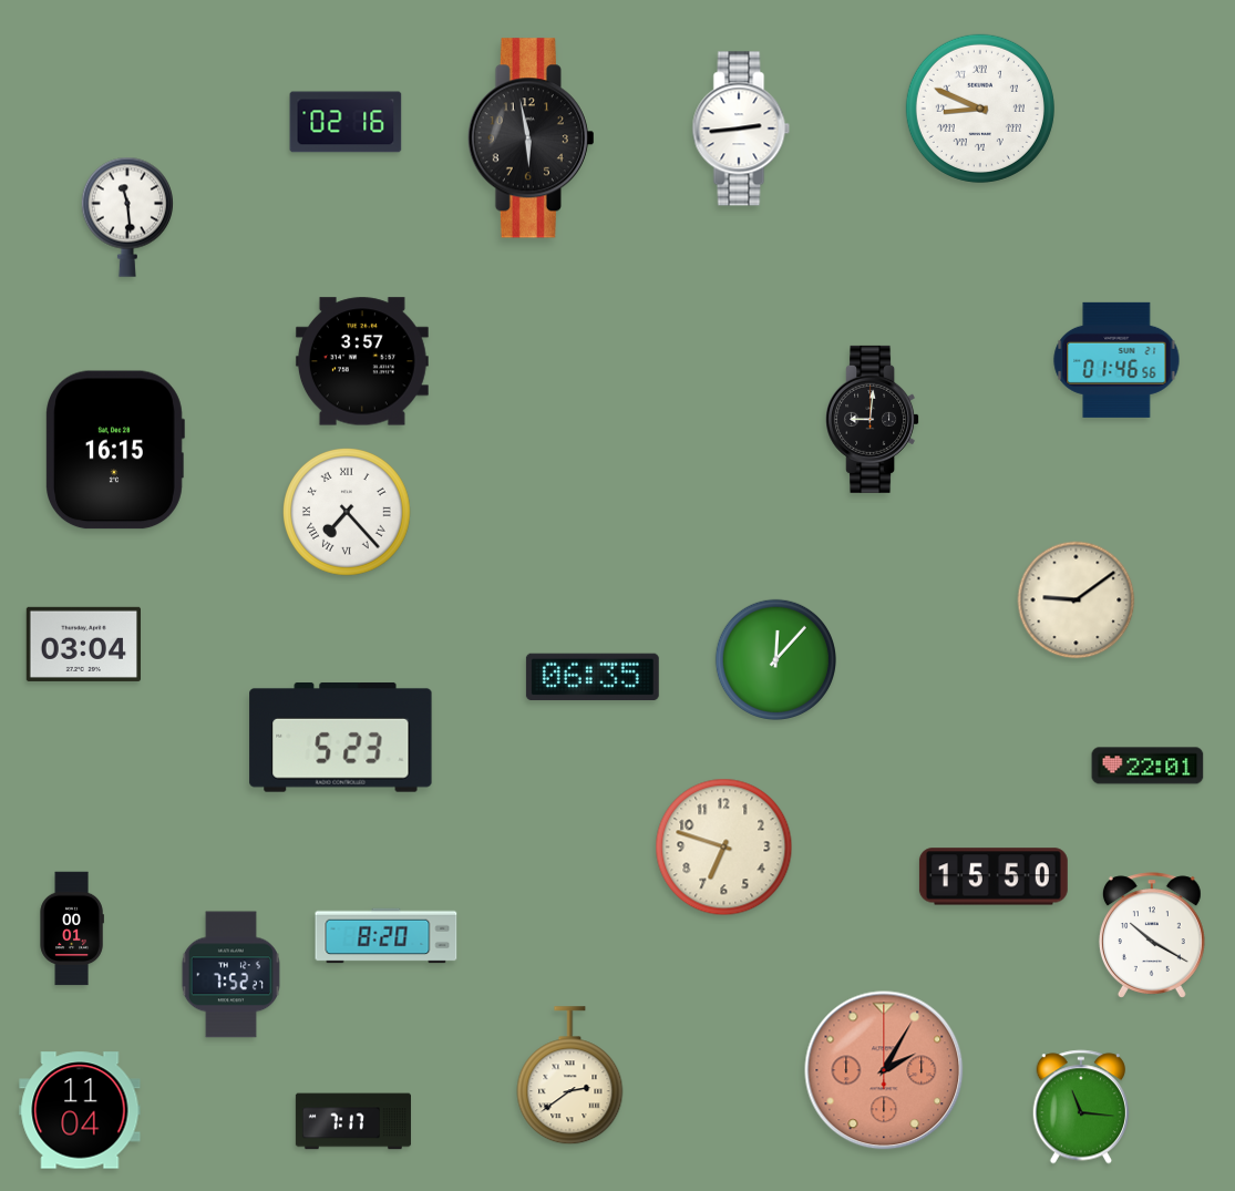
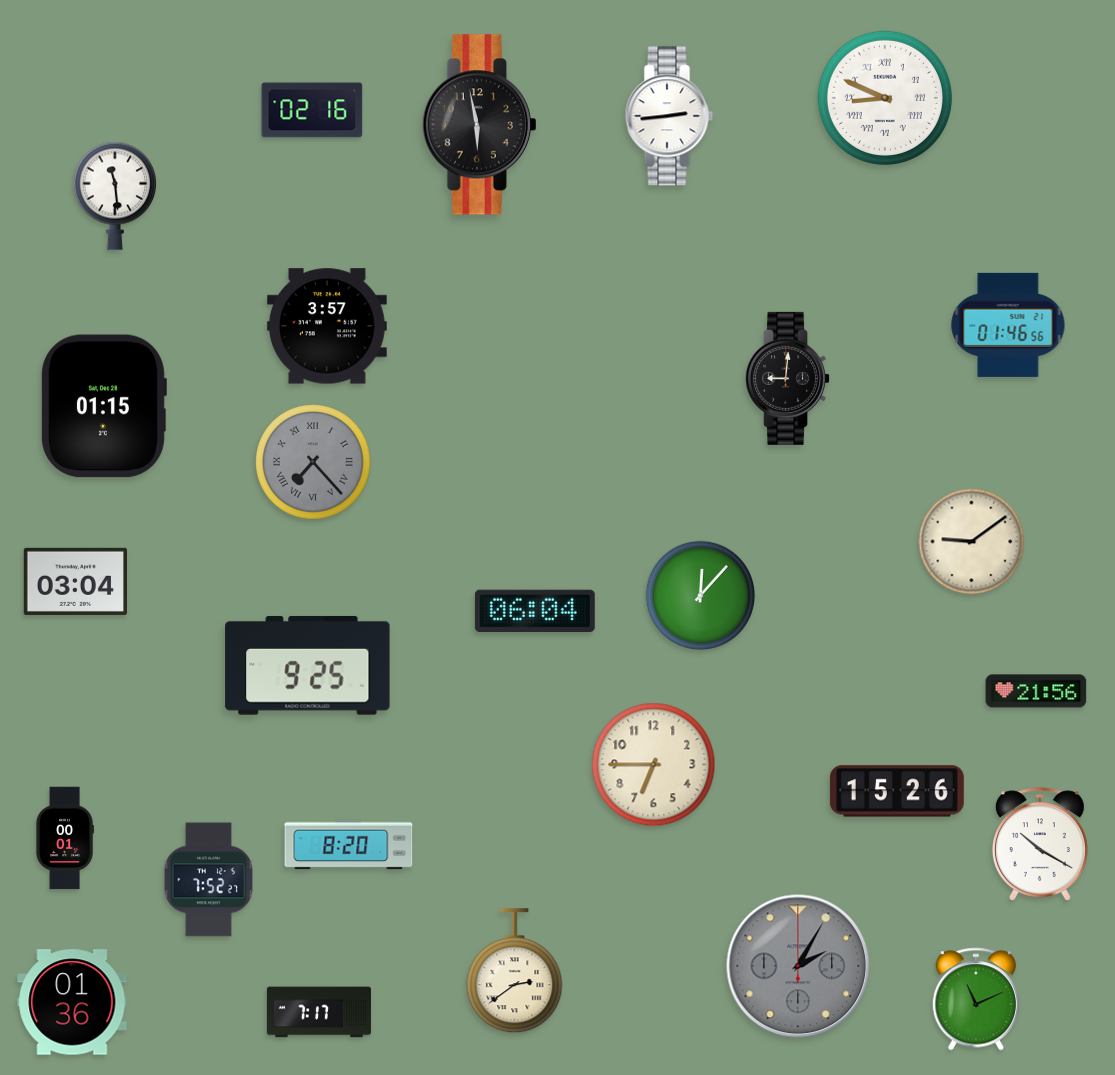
clock at (115, 450): 16:15 -> 01:15
clock at (348, 513) dial: white -> grey
clock at (593, 676): 06:35 -> 06:04
clock at (341, 737): 5:23 -> 9:25
clock at (1147, 766): 22:01 -> 21:56
clock at (724, 848): 6:48 -> 6:45
clock at (994, 876): 15:50 -> 15:26
clock at (884, 1070) dial: salmon -> grey
clock at (1080, 1107): 11:16 -> 11:11
clock at (80, 1110): 11:04 -> 01:36
